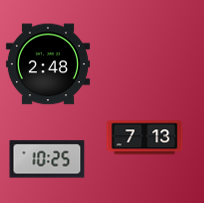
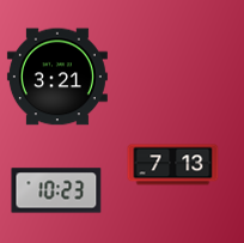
clock at (48, 64): 2:48 -> 3:21
clock at (47, 159): 10:25 -> 10:23
